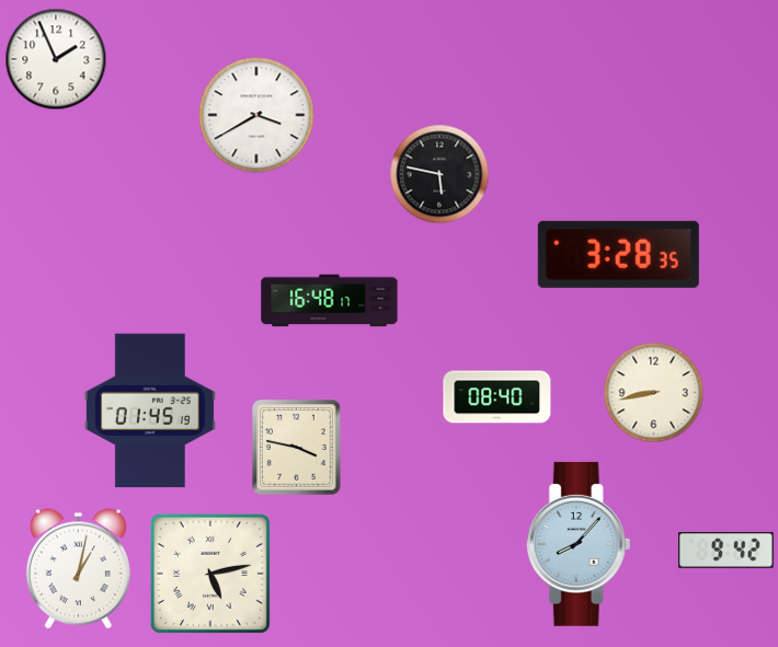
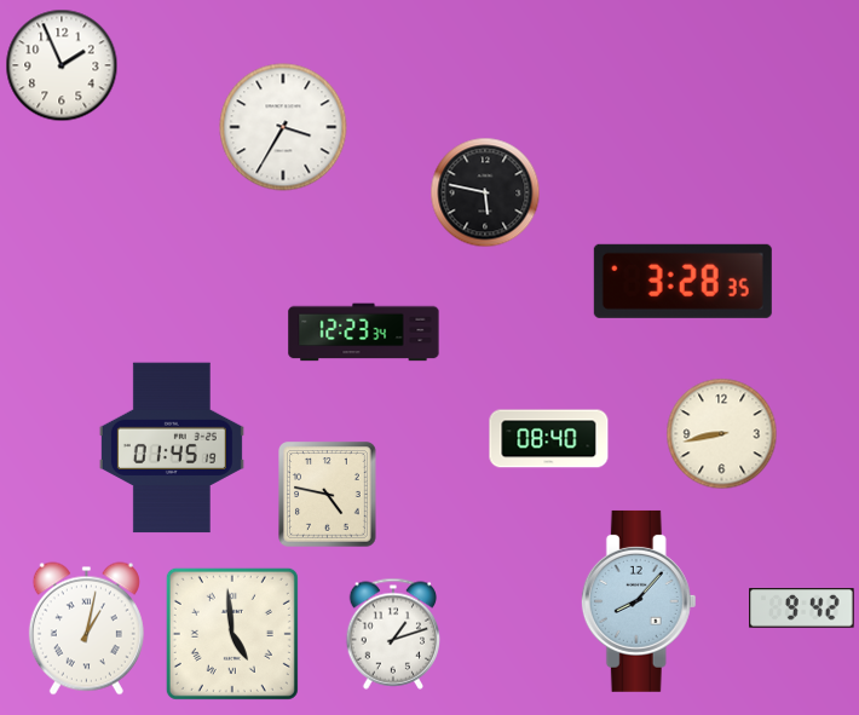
clock at (256, 115): 3:40 -> 3:35
clock at (330, 301): 16:48 -> 12:23
clock at (150, 411) position: (150, 411) -> (172, 448)
clock at (297, 448): 3:47 -> 4:47
clock at (210, 574): 5:13 -> 4:59
clock at (393, 634): none -> 1:12
